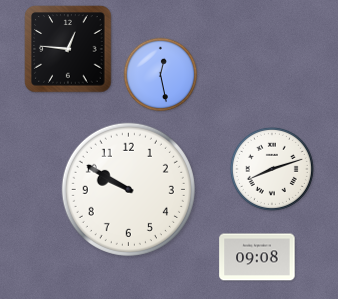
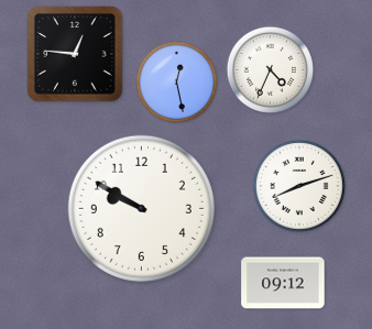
clock at (270, 69): none -> 4:34
clock at (257, 257): 09:08 -> 09:12
